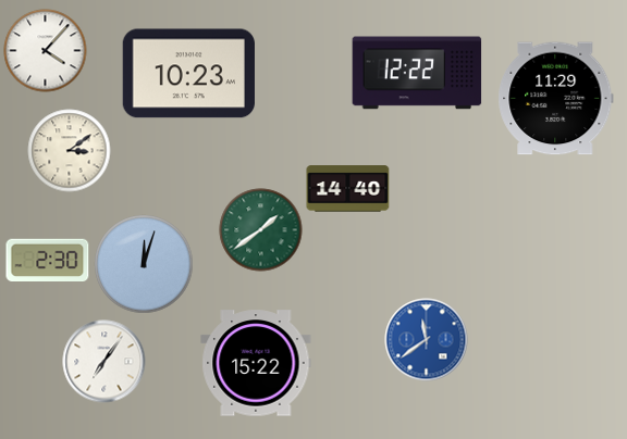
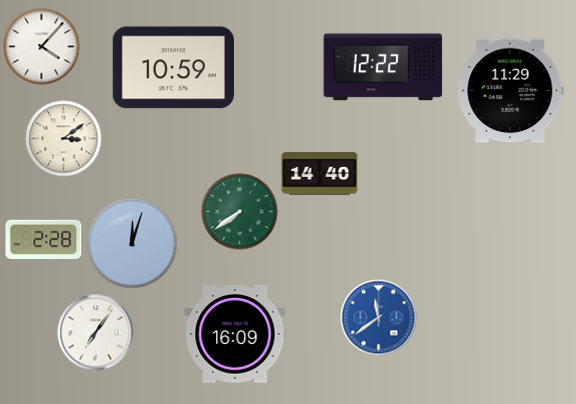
clock at (188, 74): 10:23 -> 10:59
clock at (261, 230): 1:39 -> 7:39
clock at (48, 260): 2:30 -> 2:28
clock at (427, 340) position: (427, 340) -> (379, 318)
clock at (256, 363): 15:22 -> 16:09
